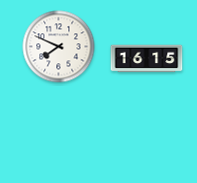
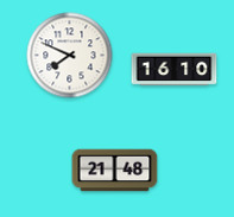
clock at (147, 59): 16:15 -> 16:10
clock at (115, 171): none -> 21:48
